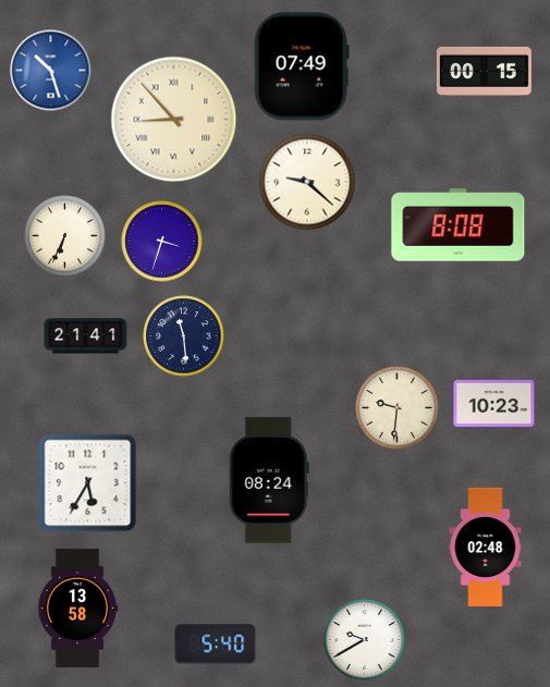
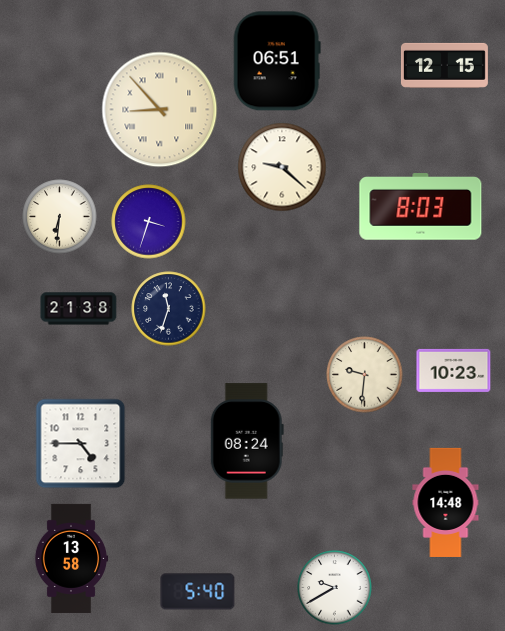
clock at (302, 66): 07:49 -> 06:51
clock at (51, 71): 10:27 -> none
clock at (484, 71): 00:15 -> 12:15
clock at (459, 225): 8:08 -> 8:03
clock at (65, 236): 6:34 -> 6:31
clock at (86, 336): 21:41 -> 21:38
clock at (184, 336): 11:29 -> 11:33
clock at (88, 483): 5:35 -> 4:45
clock at (486, 547): 02:48 -> 14:48
